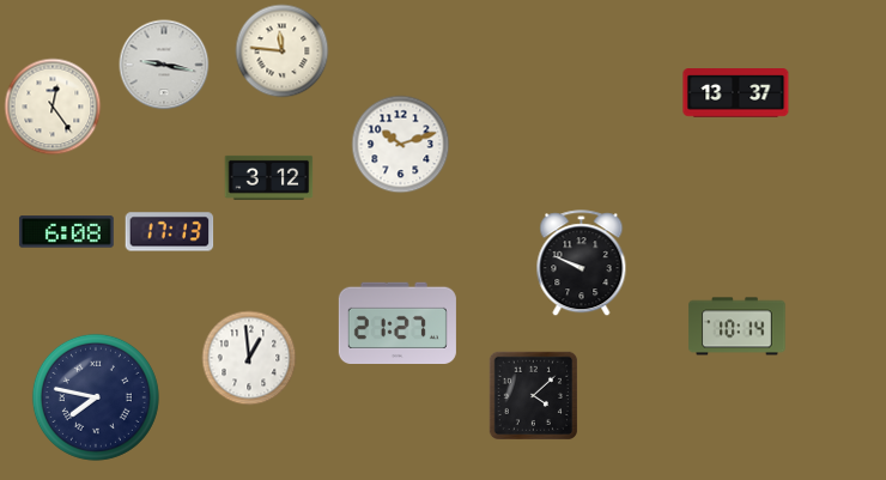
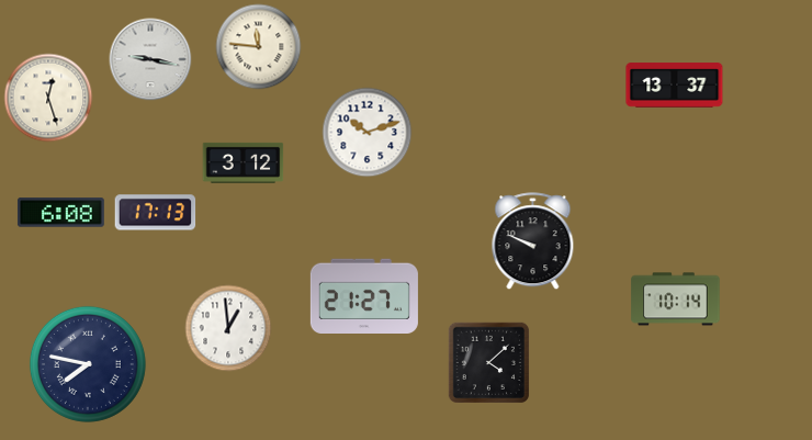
clock at (53, 107): 12:24 -> 12:27
clock at (269, 177) position: (269, 177) -> (244, 162)
